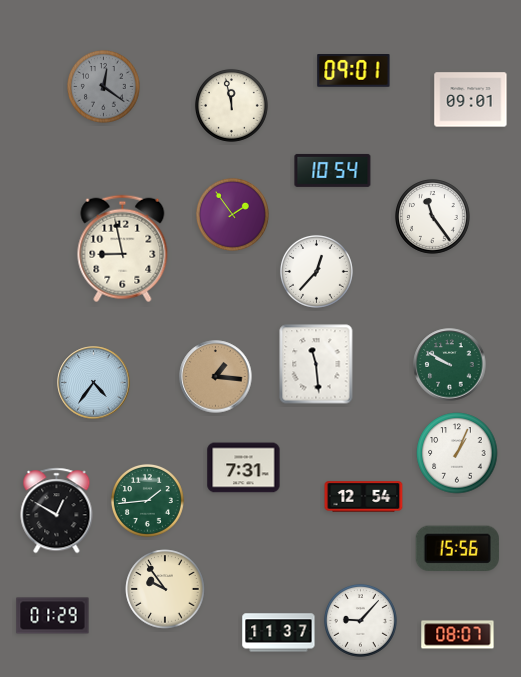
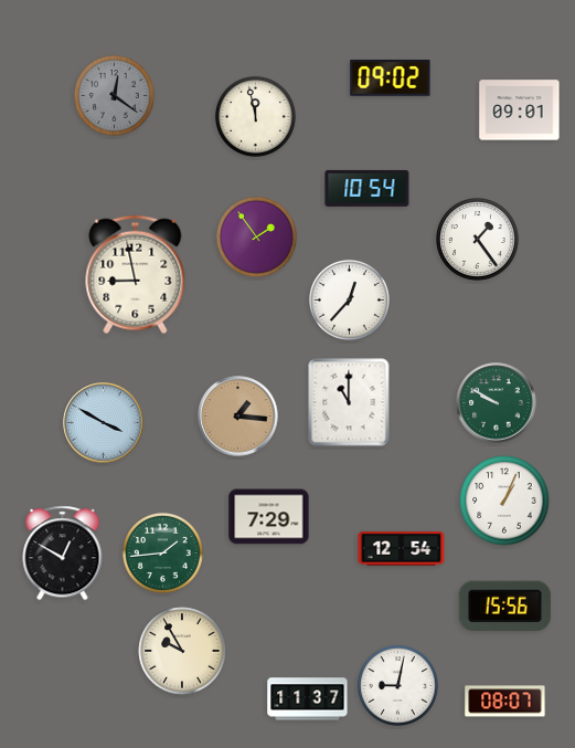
clock at (354, 71): 09:01 -> 09:02
clock at (433, 217): 11:24 -> 1:24
clock at (316, 364): 11:29 -> 11:00
clock at (94, 383): 4:36 -> 3:50
clock at (244, 468): 7:31 -> 7:29
clock at (57, 511) position: (57, 511) -> (63, 554)
clock at (165, 589): 9:54 -> 9:55
clock at (53, 616): 01:29 -> none
clock at (360, 620): 9:07 -> 9:02
